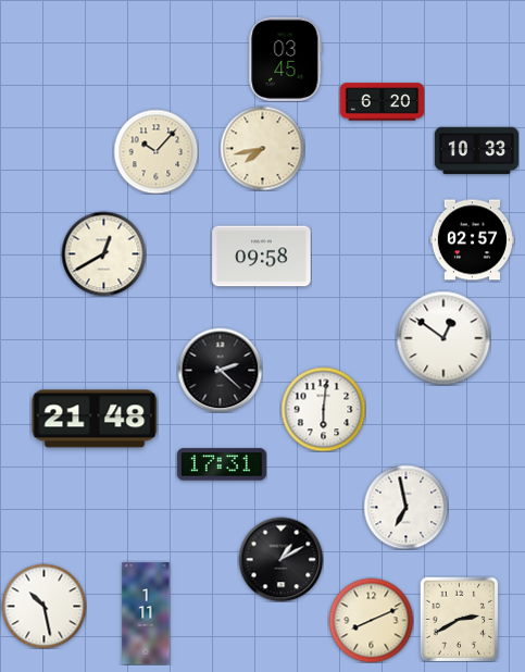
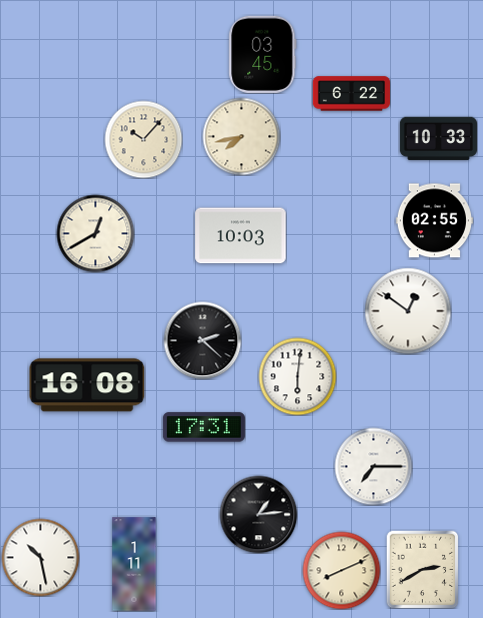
clock at (382, 102): 6:20 -> 6:22
clock at (472, 240): 02:57 -> 02:55
clock at (262, 257): 09:58 -> 10:03
clock at (95, 419): 21:48 -> 16:08
clock at (405, 507): 6:58 -> 7:15
clock at (280, 559): 1:10 -> 1:14
